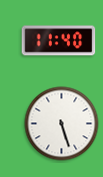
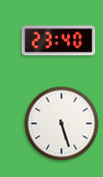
clock at (59, 41): 11:40 -> 23:40
